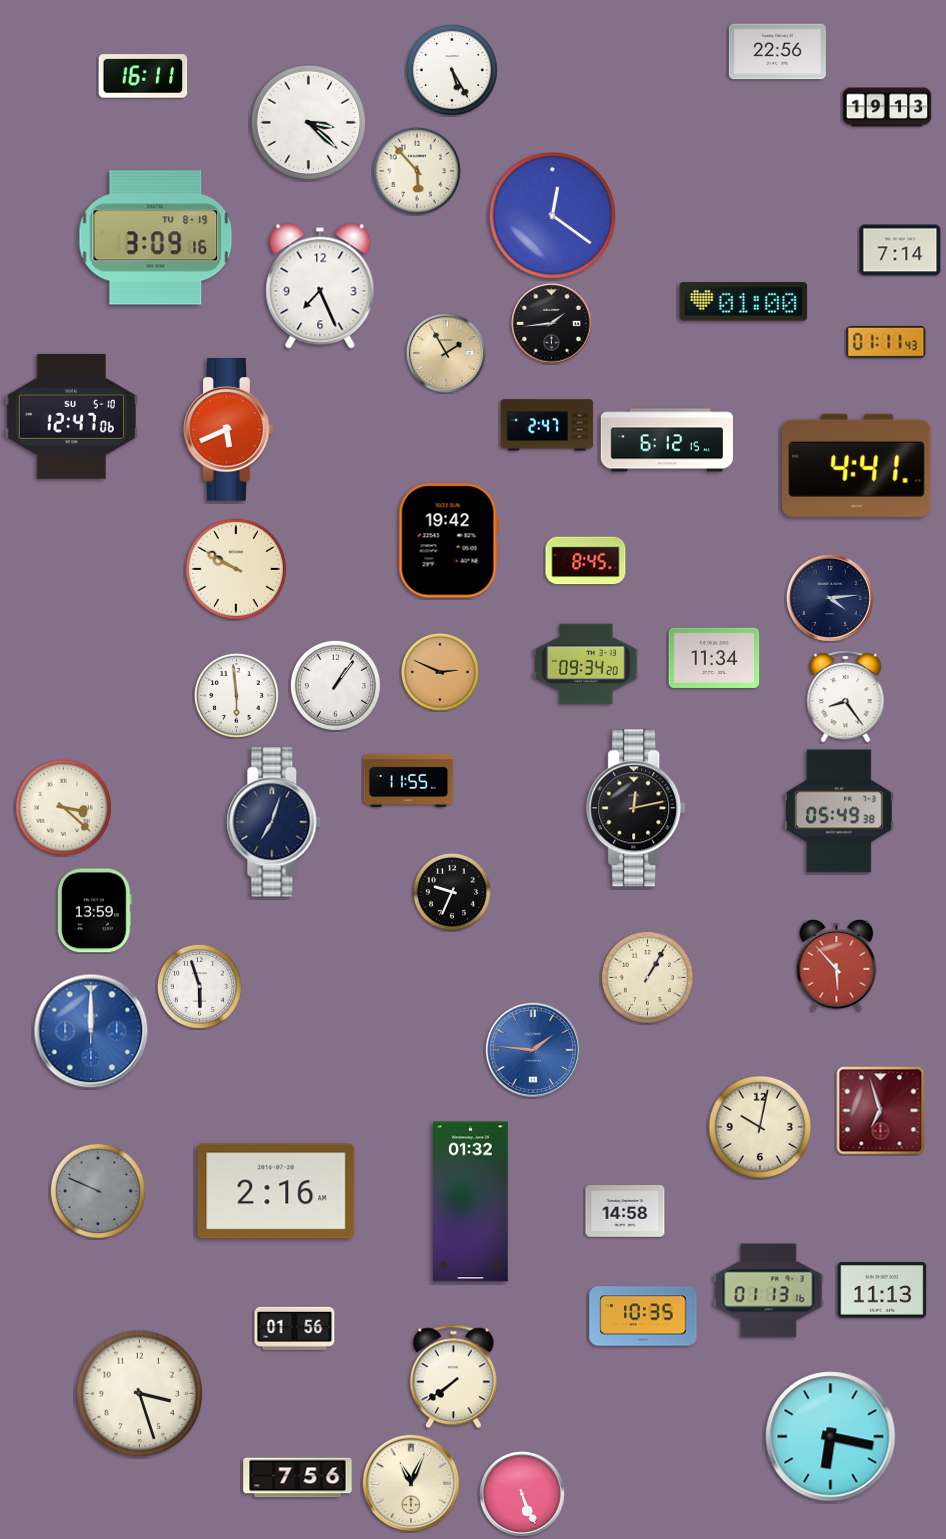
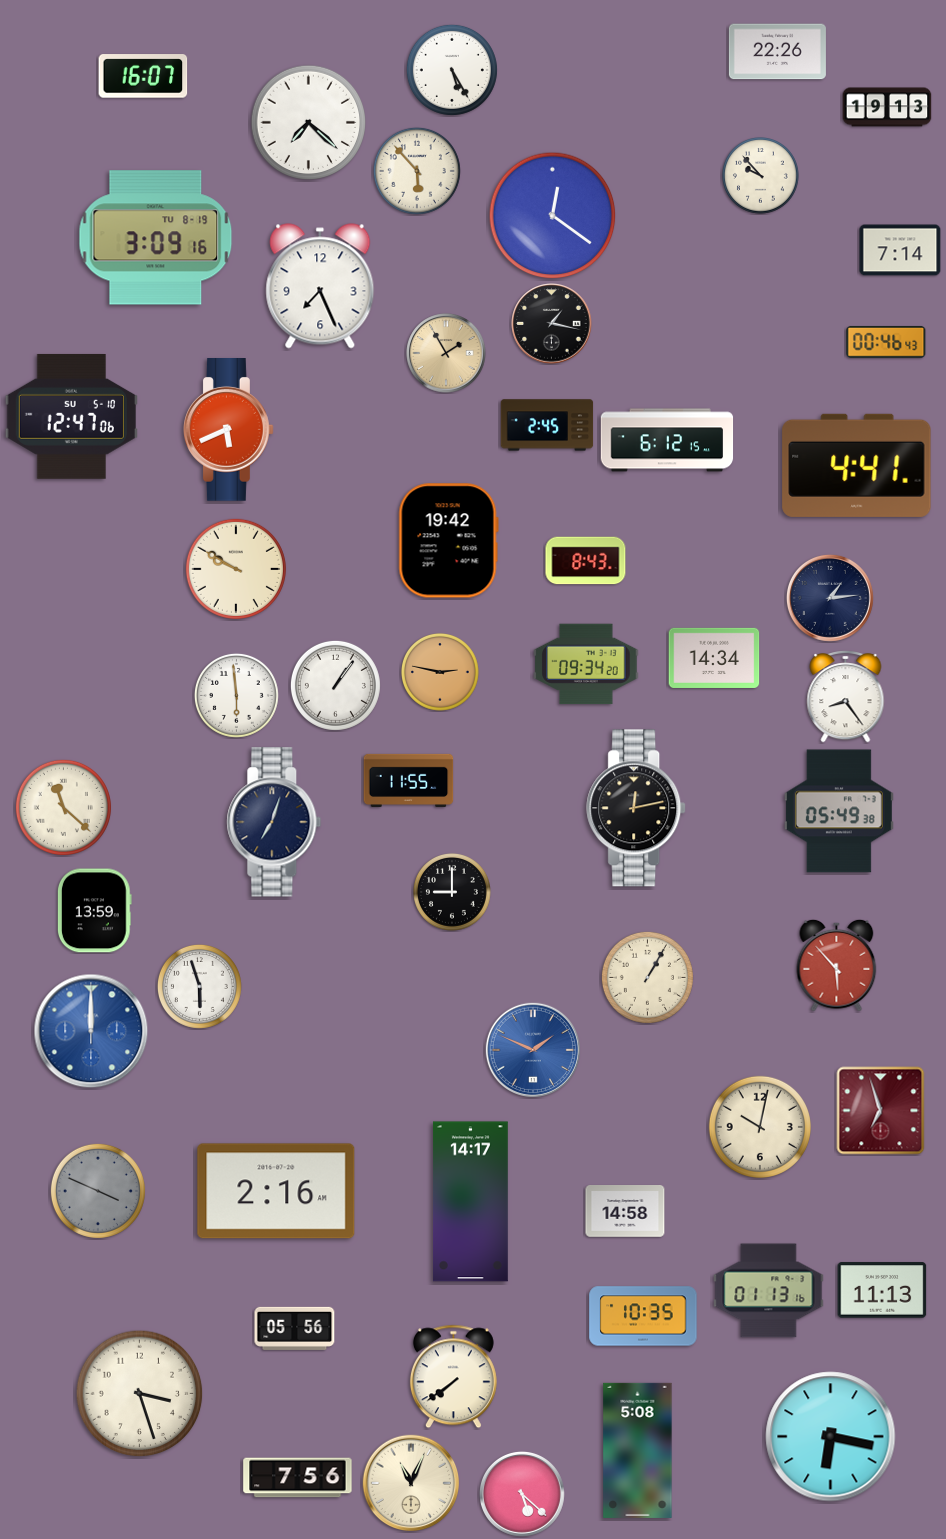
clock at (777, 52): 22:56 -> 22:26
clock at (143, 76): 16:11 -> 16:07
clock at (309, 123): 3:22 -> 7:22
clock at (761, 176): none -> 9:53
clock at (744, 302): 01:00 -> none
clock at (552, 324): 1:44 -> 1:17
clock at (886, 342): 01:11 -> 00:46
clock at (547, 425): 2:47 -> 2:45
clock at (586, 561): 8:45 -> 8:43
clock at (830, 598): 4:14 -> 1:14
clock at (714, 658): 11:34 -> 14:34
clock at (440, 672): 2:49 -> 2:47
clock at (63, 807): 3:22 -> 11:22
clock at (452, 892): 9:34 -> 9:00
clock at (532, 1049): 1:46 -> 1:49
clock at (98, 1191): 9:49 -> 3:49
clock at (470, 1202): 01:32 -> 14:17
clock at (295, 1328): 01:56 -> 05:56
clock at (638, 1450): none -> 5:08
clock at (522, 1494): 5:26 -> 5:22
